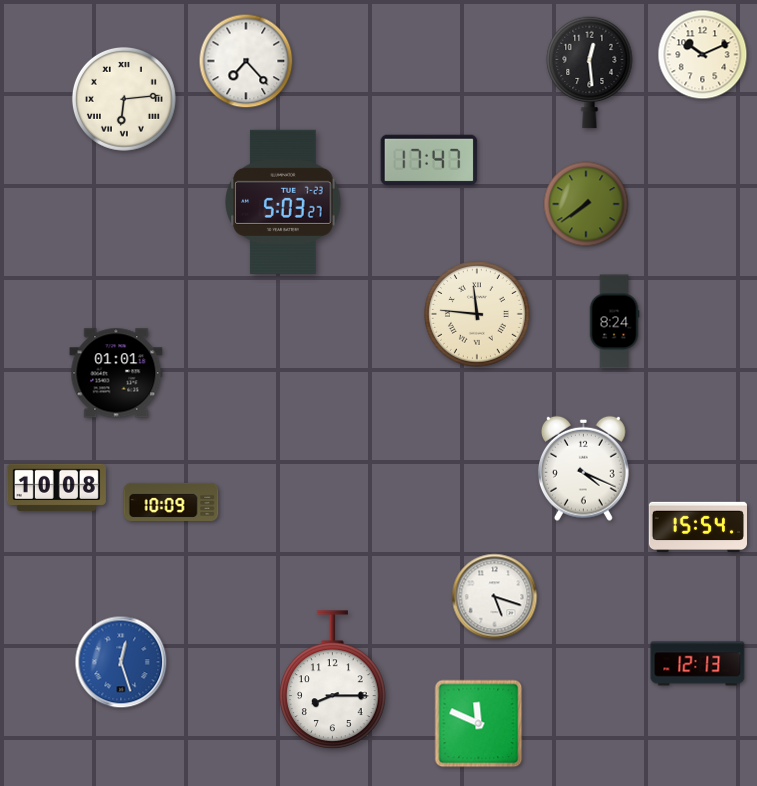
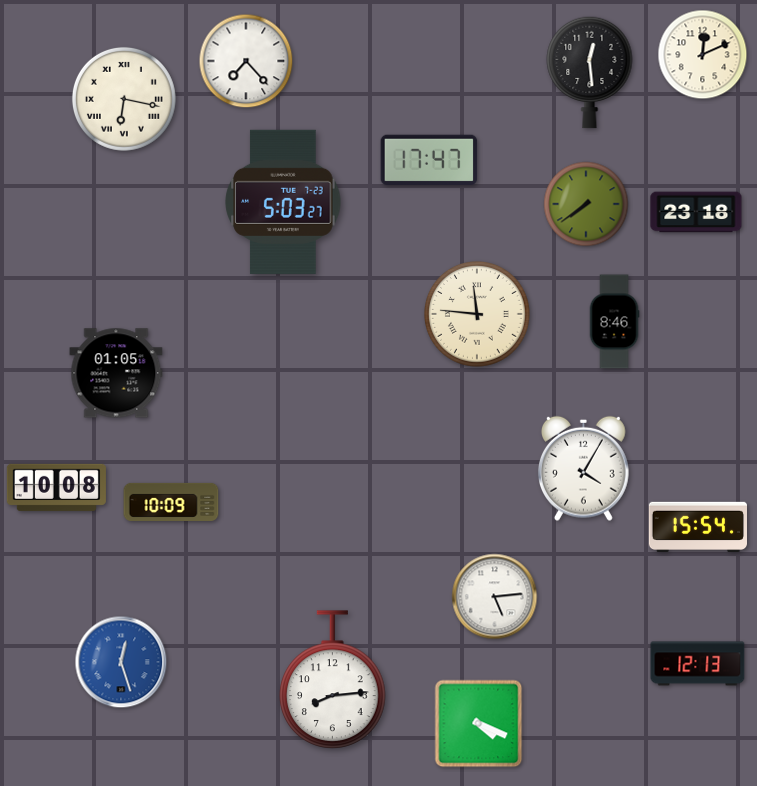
clock at (703, 55): 10:11 -> 12:11
clock at (124, 99): 6:14 -> 6:17
clock at (696, 212): none -> 23:18
clock at (614, 322): 8:24 -> 8:46
clock at (116, 373): 01:01 -> 01:05
clock at (584, 468): 4:19 -> 4:05
clock at (495, 597): 5:18 -> 5:14
clock at (333, 680): 8:15 -> 8:14
clock at (479, 724): 11:49 -> 4:19
